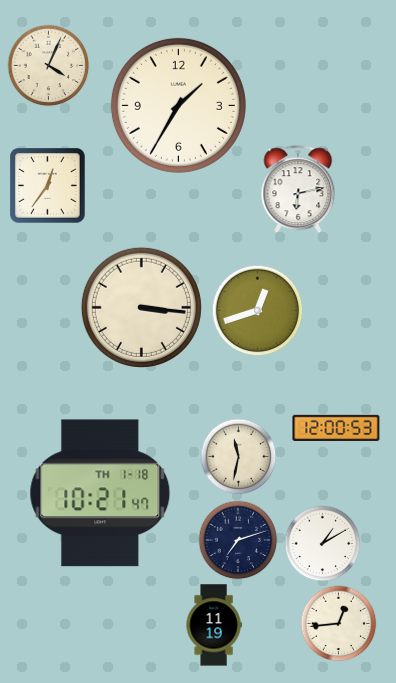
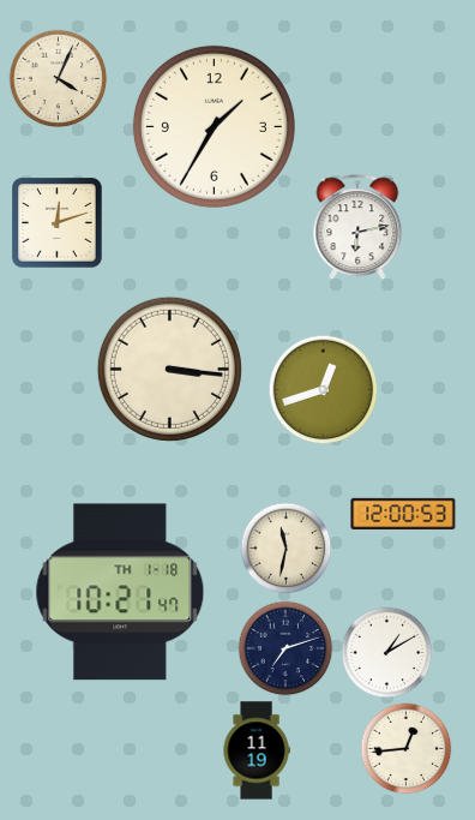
clock at (48, 186): 12:36 -> 12:12
clock at (258, 311) position: (258, 311) -> (324, 390)
